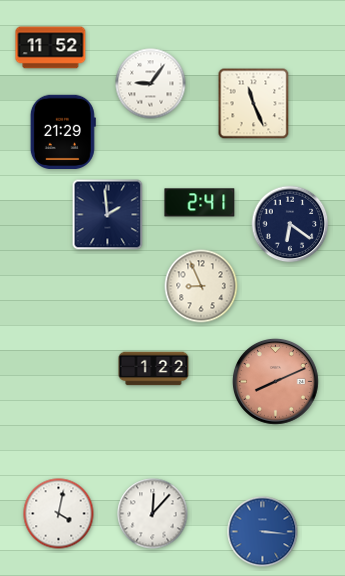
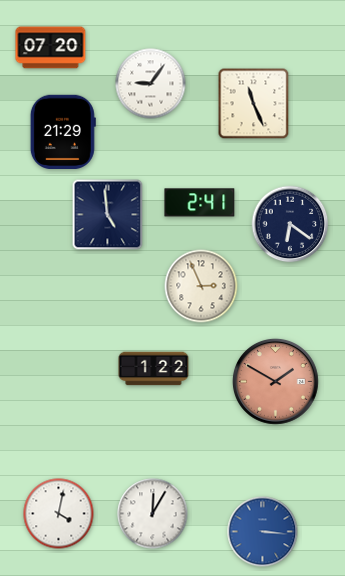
clock at (51, 48): 11:52 -> 07:20
clock at (108, 215): 1:59 -> 4:59
clock at (201, 286): 8:56 -> 2:56
clock at (275, 381): 8:11 -> 1:50
clock at (153, 514): 12:07 -> 12:05
